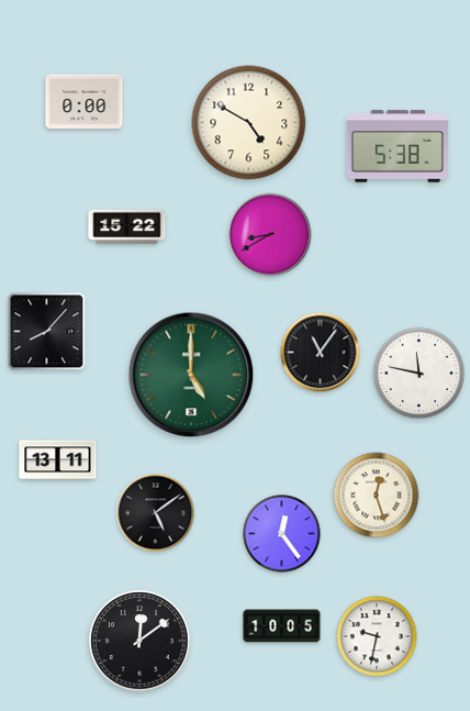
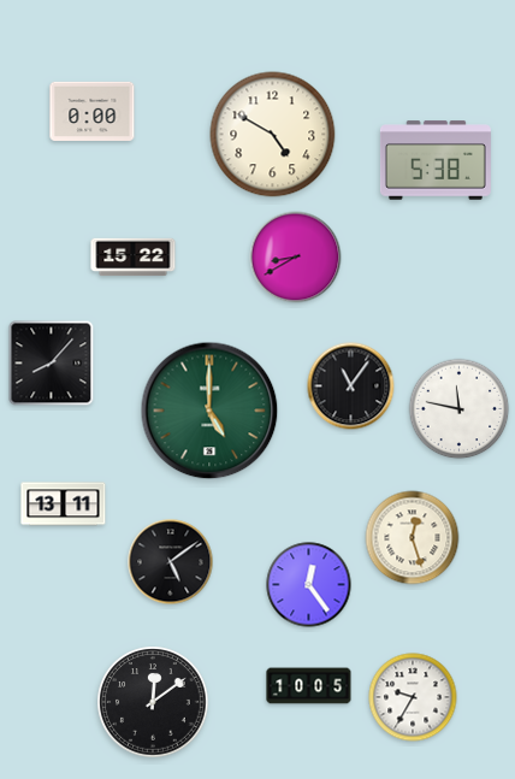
clock at (127, 227) position: (127, 227) -> (134, 258)
clock at (377, 496) position: (377, 496) -> (413, 538)
clock at (377, 636): 9:32 -> 9:35
